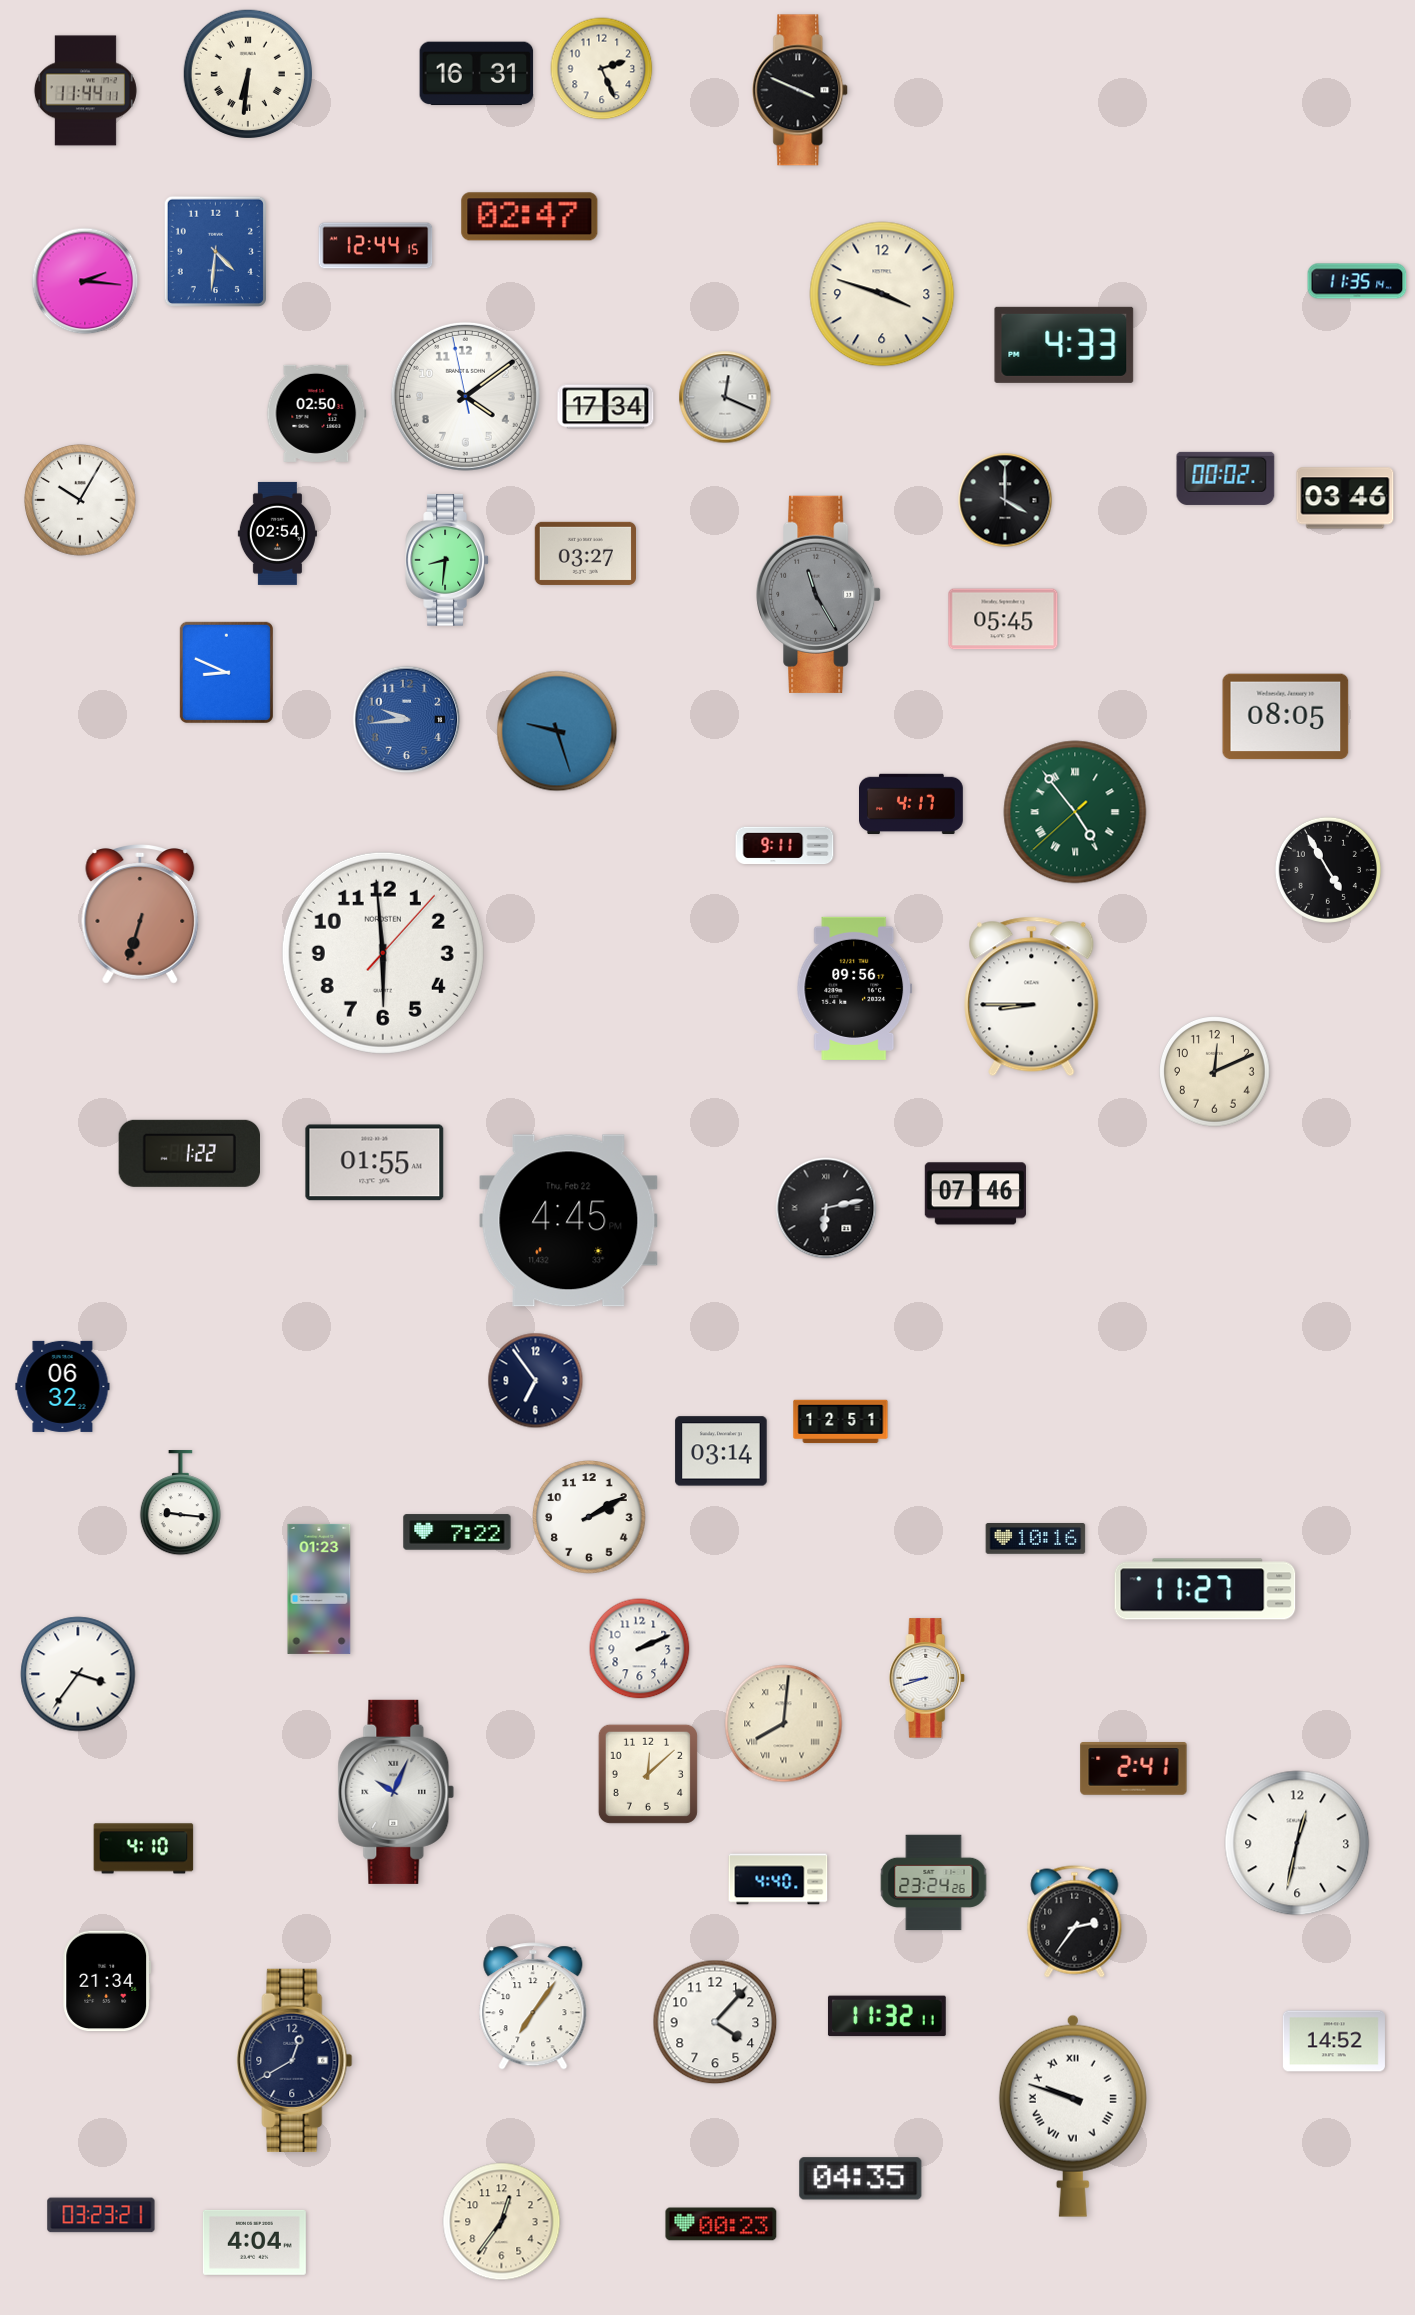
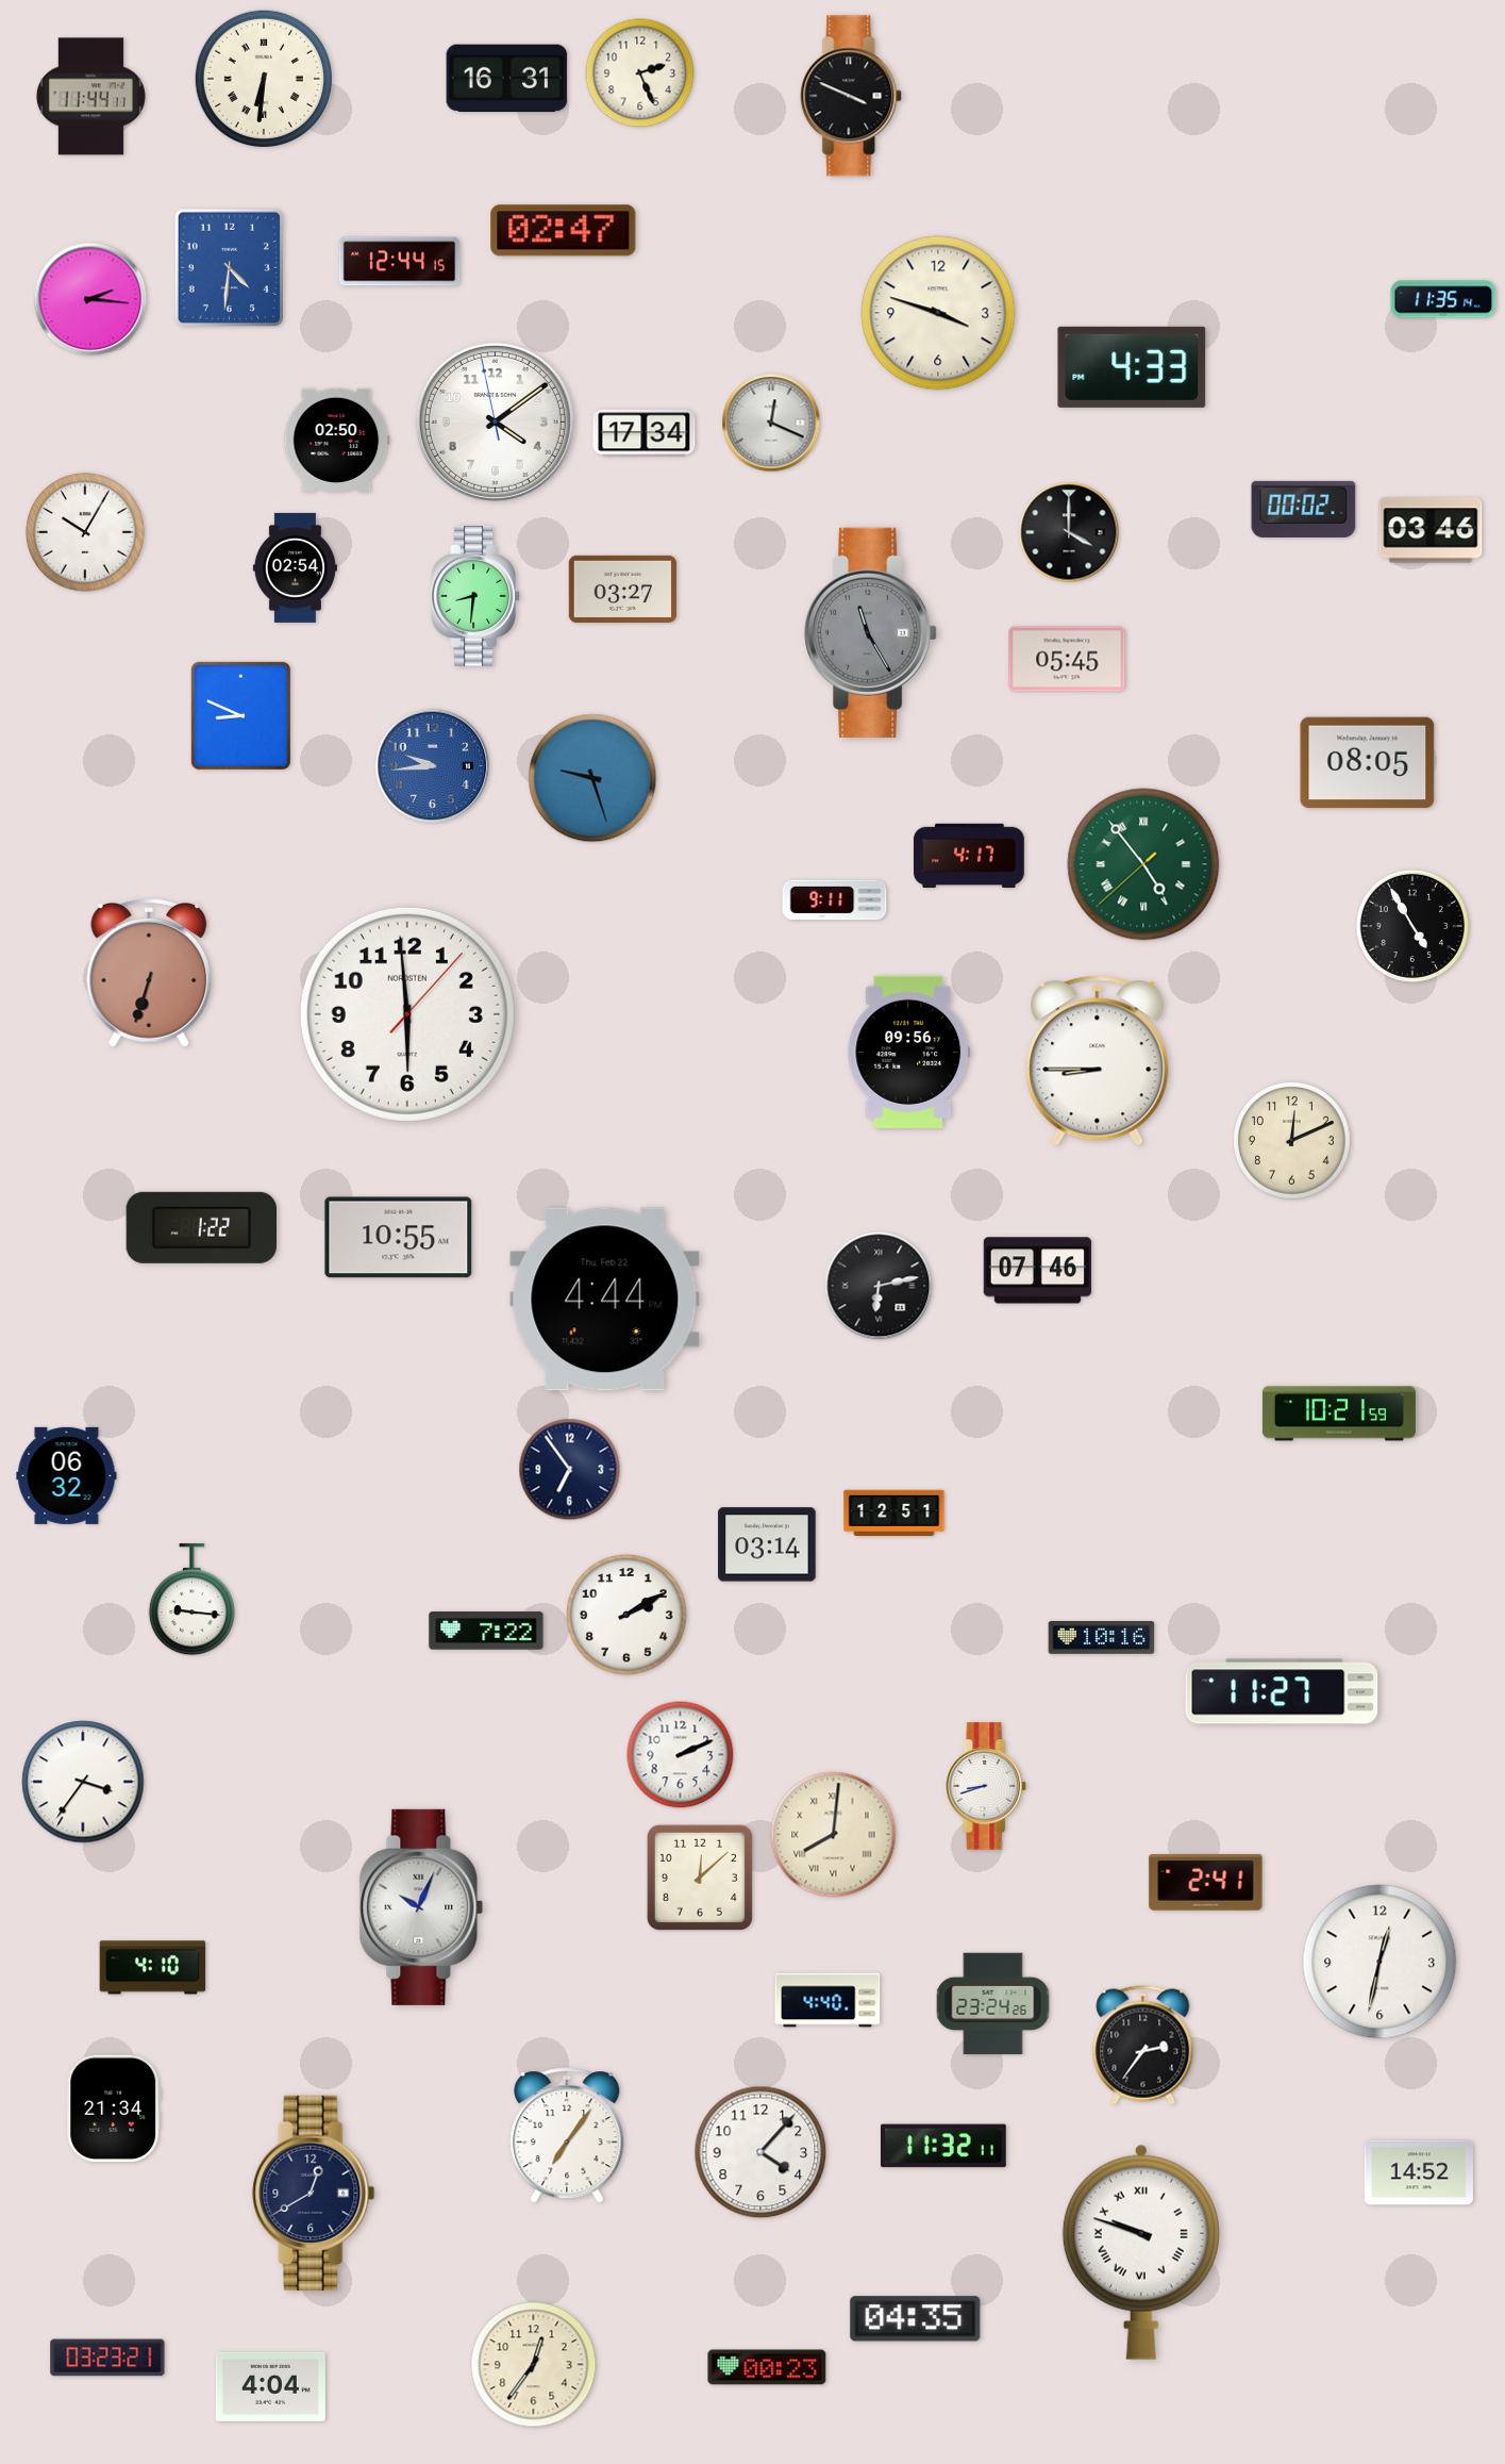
clock at (375, 1163): 01:55 -> 10:55
clock at (569, 1221): 4:45 -> 4:44
clock at (1339, 1413): none -> 10:21
clock at (319, 1589): 01:23 -> none
clock at (648, 1774) position: (648, 1774) -> (700, 1878)
